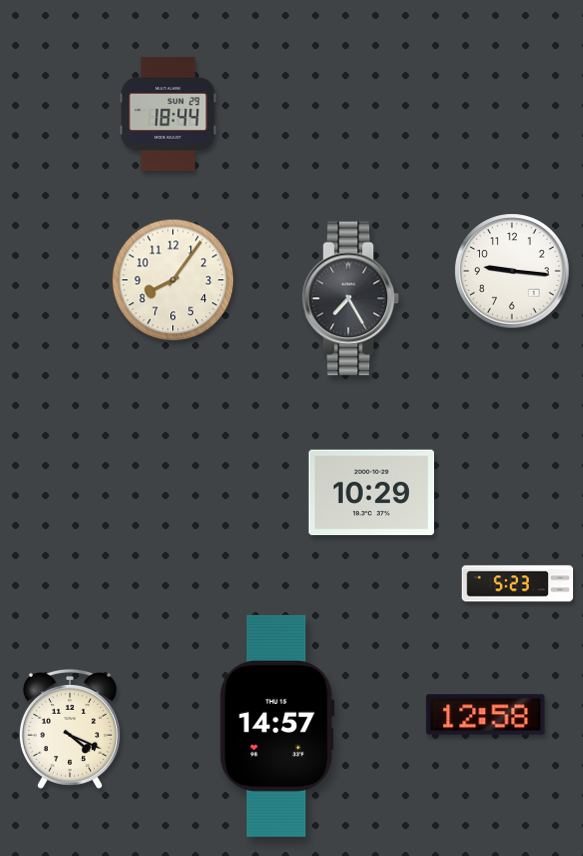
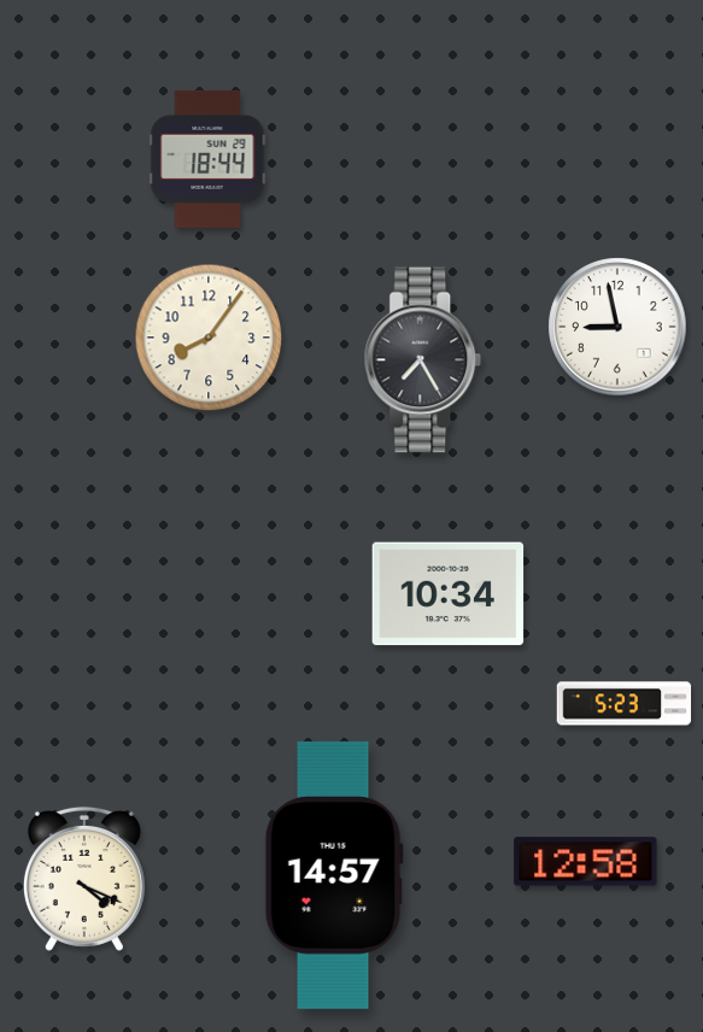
clock at (168, 114) position: (168, 114) -> (207, 159)
clock at (512, 271): 9:16 -> 8:58
clock at (372, 493): 10:29 -> 10:34
